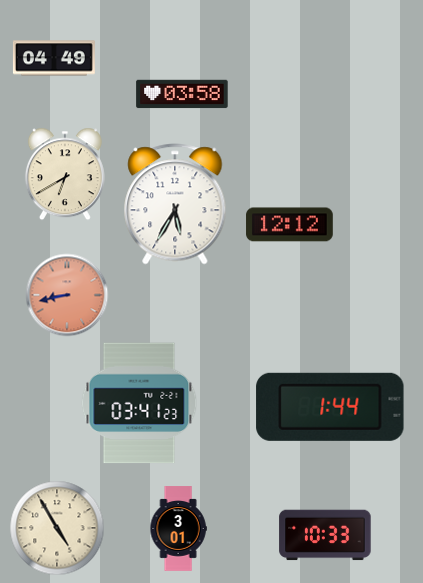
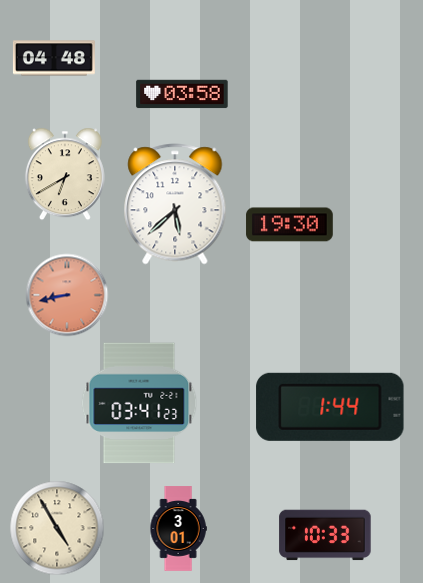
clock at (54, 58): 04:49 -> 04:48
clock at (175, 204): 5:35 -> 5:38
clock at (290, 225): 12:12 -> 19:30
